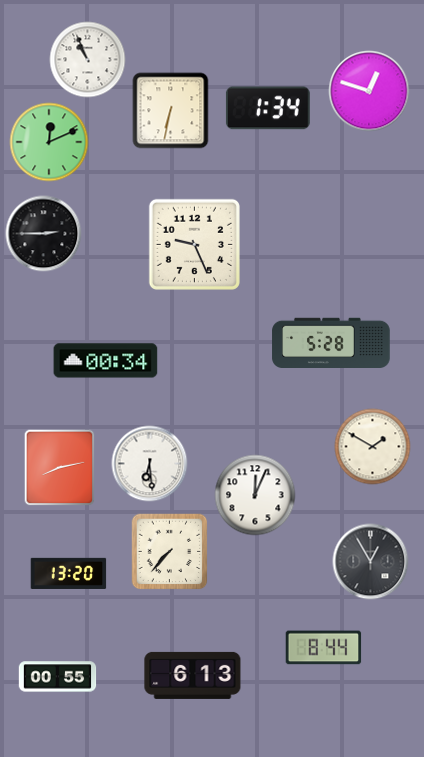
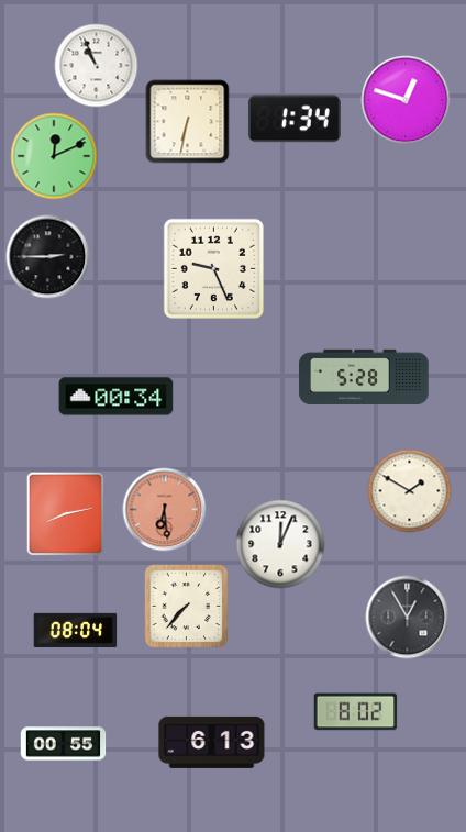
clock at (150, 464) dial: white -> salmon
clock at (69, 573): 13:20 -> 08:04
clock at (324, 648): 8:44 -> 8:02
